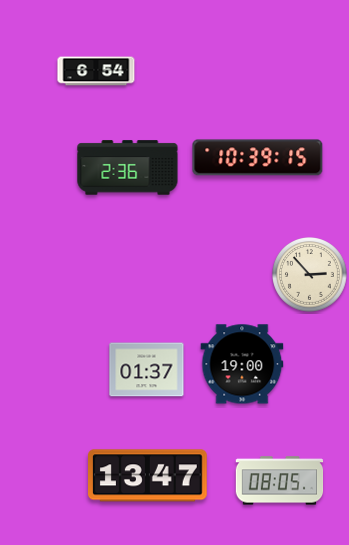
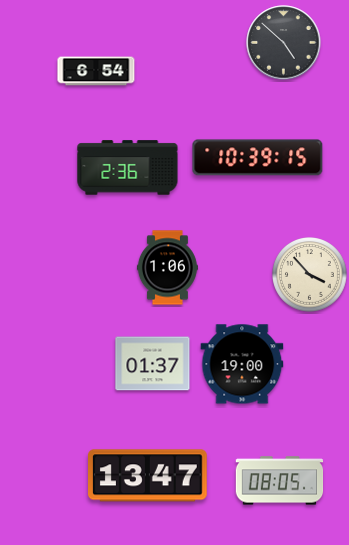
clock at (284, 43): none -> 4:52
clock at (167, 268): none -> 1:06
clock at (310, 275): 2:53 -> 3:53
clock at (147, 370) position: (147, 370) -> (153, 364)
